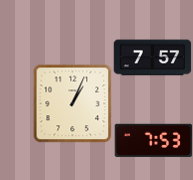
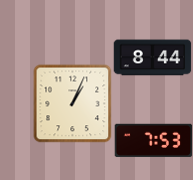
clock at (152, 58): 7:57 -> 8:44
